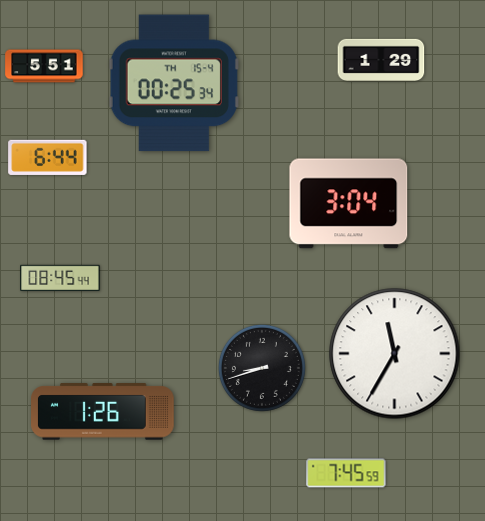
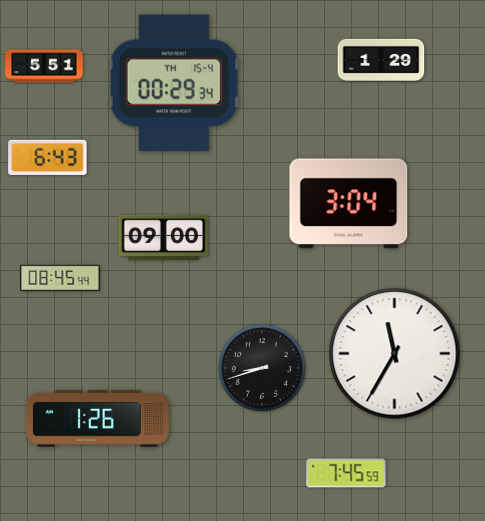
clock at (174, 83): 00:25 -> 00:29
clock at (48, 157): 6:44 -> 6:43
clock at (164, 237): none -> 09:00
clock at (103, 412) position: (103, 412) -> (98, 419)
